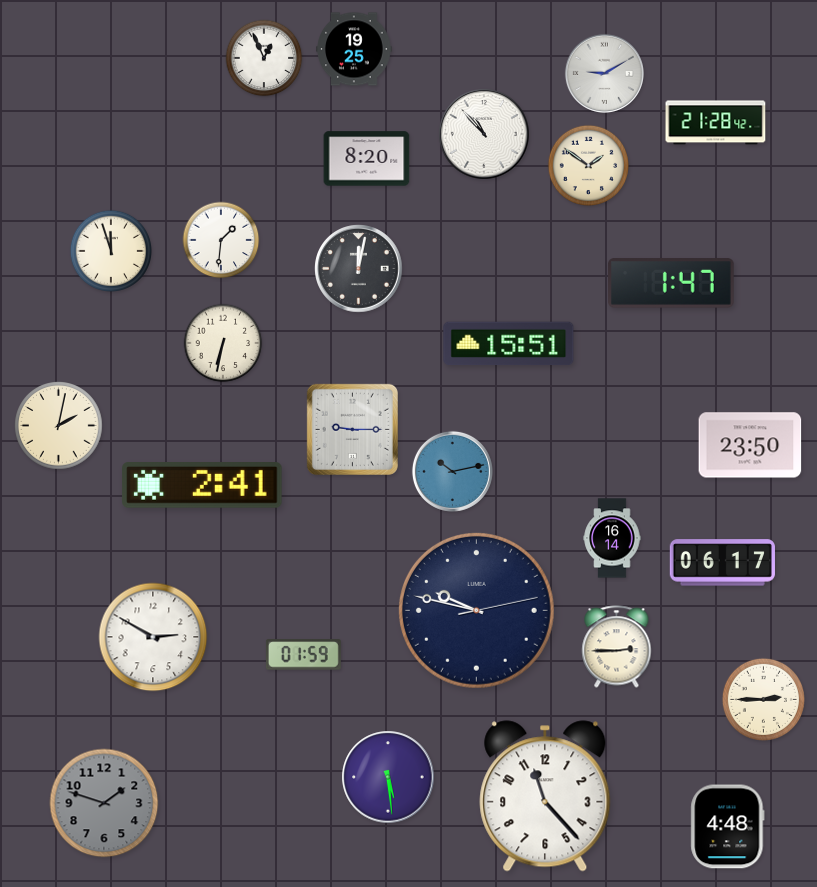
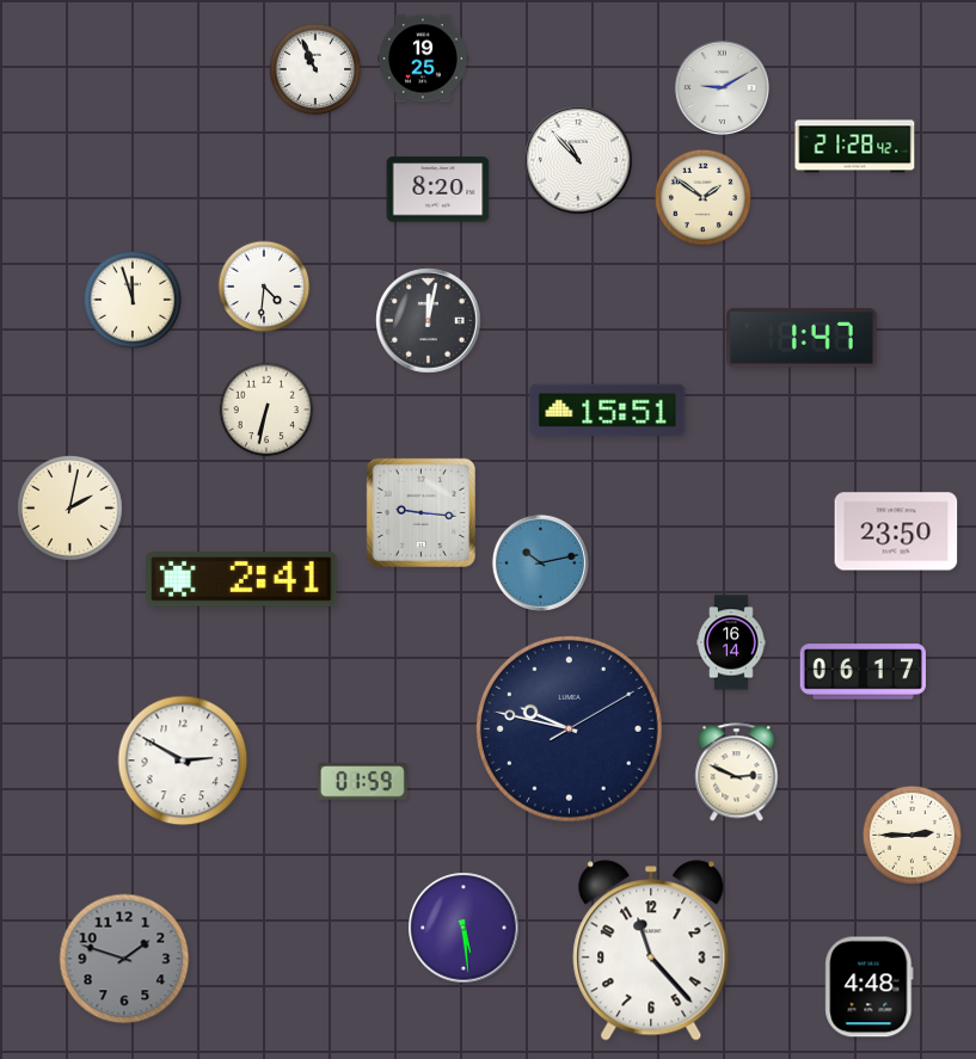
clock at (264, 58): 12:56 -> 10:56
clock at (221, 240): 1:31 -> 4:31
clock at (352, 429): 9:15 -> 9:16
clock at (476, 610): 9:47:13 -> 9:47:10
clock at (617, 647): 2:45 -> 2:49
